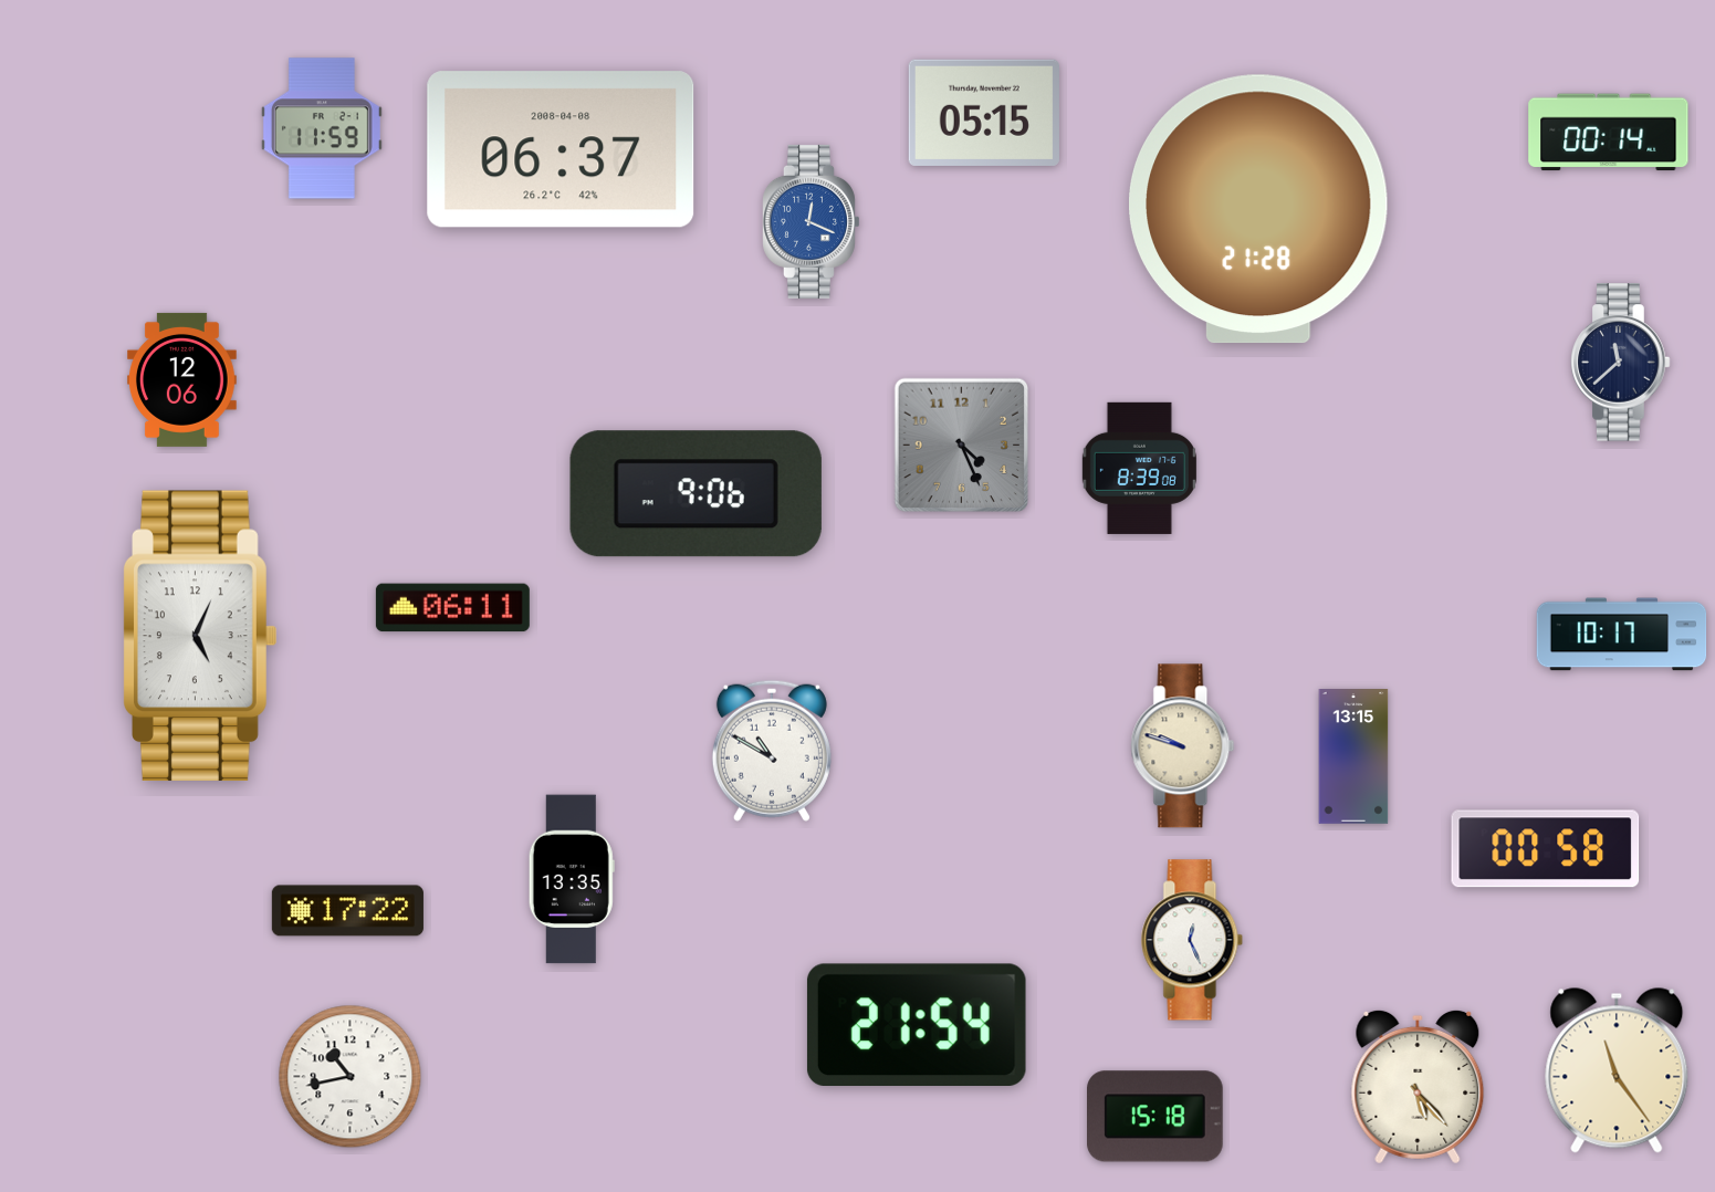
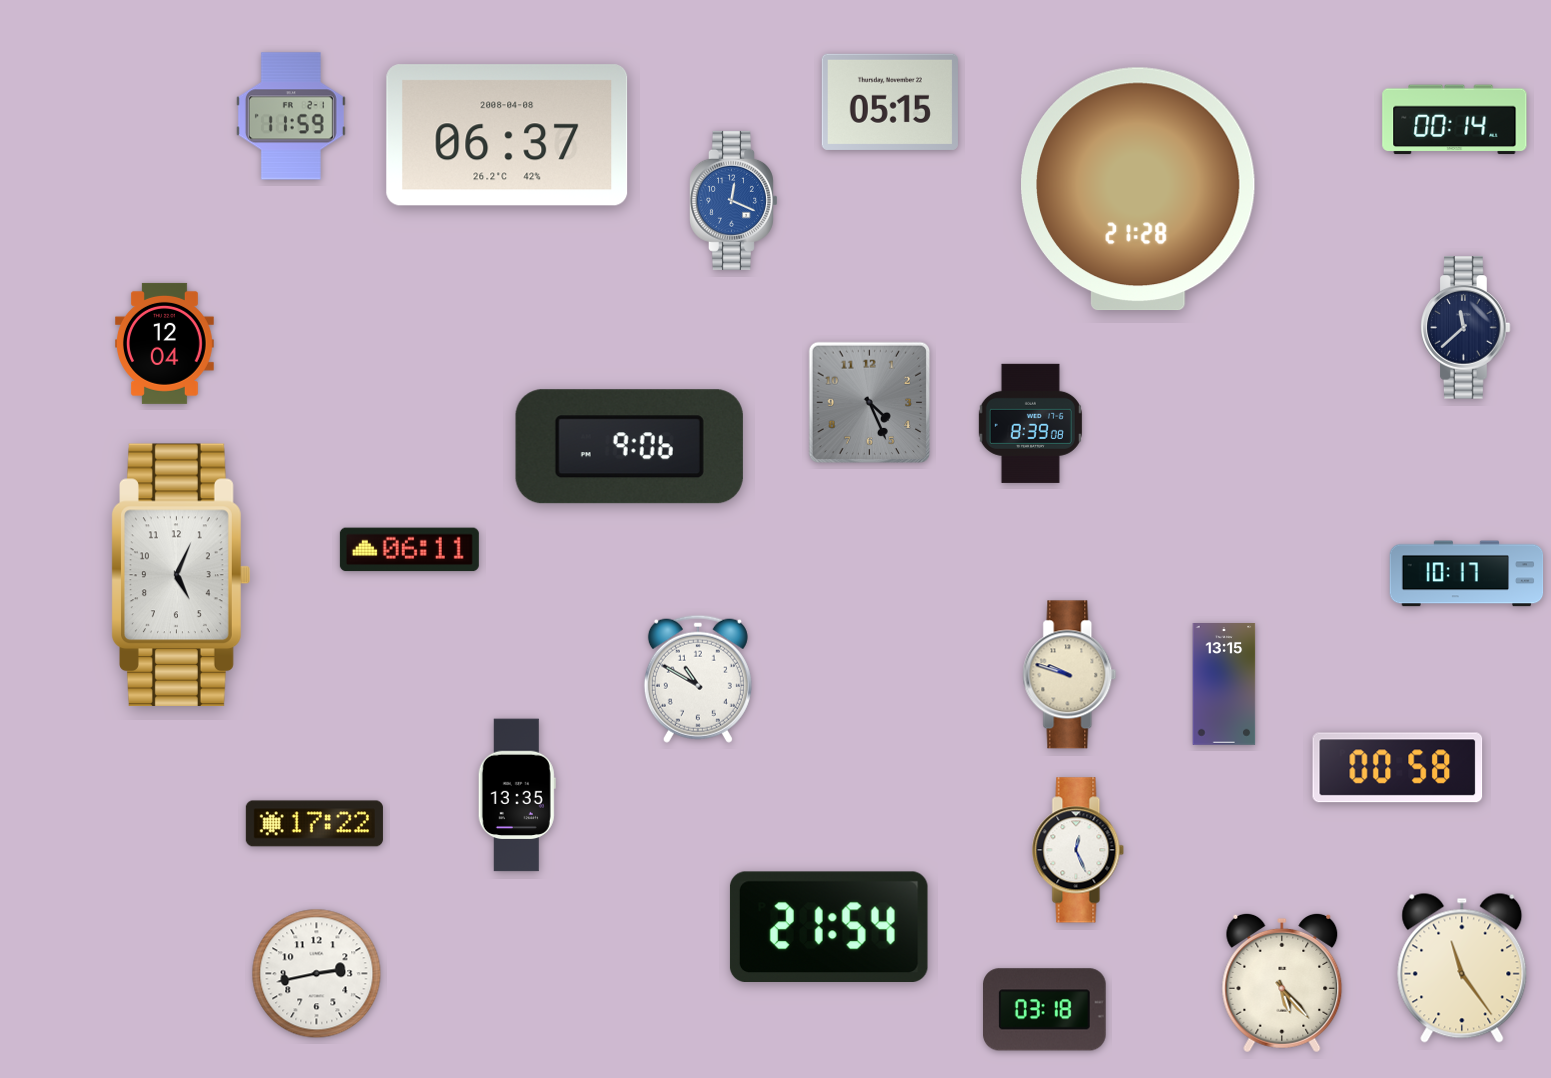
clock at (182, 379): 12:06 -> 12:04
clock at (351, 1077): 10:43 -> 2:43
clock at (1155, 1117): 15:18 -> 03:18
